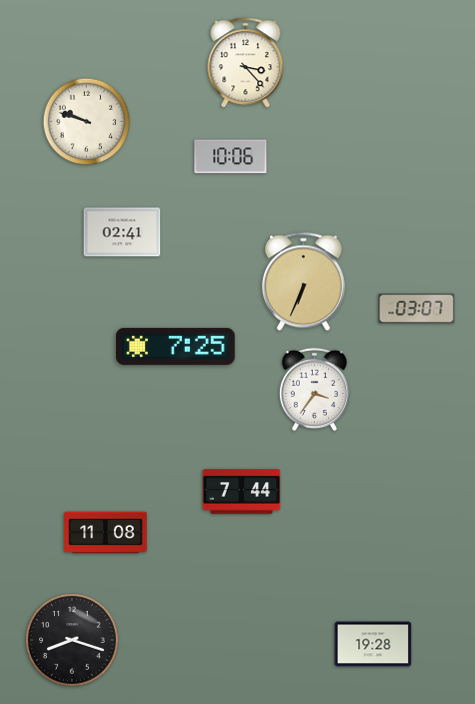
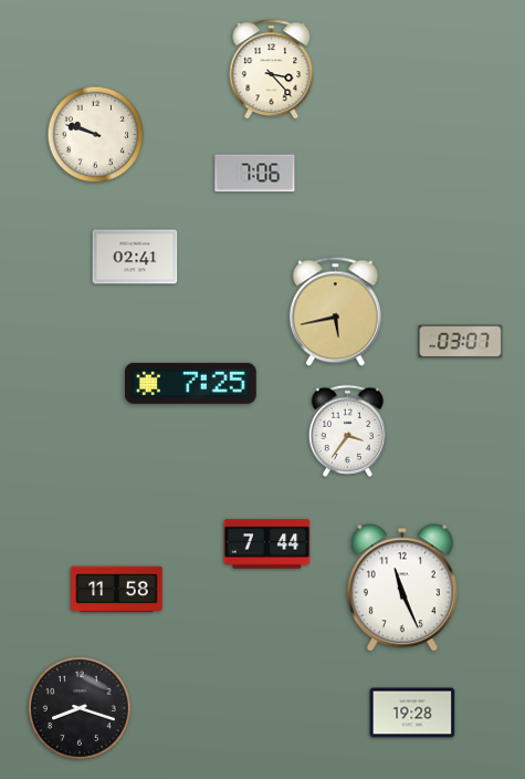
clock at (231, 157): 10:06 -> 7:06
clock at (303, 282): 6:34 -> 5:43
clock at (176, 346) position: (176, 346) -> (191, 383)
clock at (402, 588): none -> 11:26
clock at (106, 533): 11:08 -> 11:58
